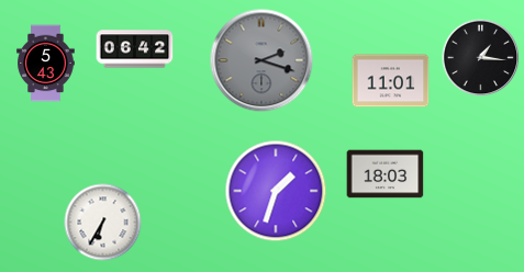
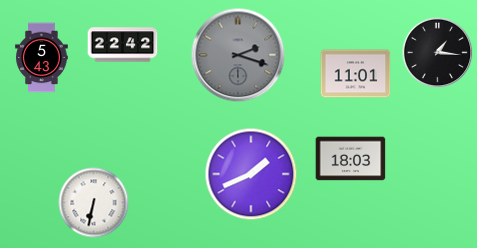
clock at (135, 49): 06:42 -> 22:42
clock at (276, 191): 1:33 -> 1:41
clock at (103, 223): 6:35 -> 6:32
